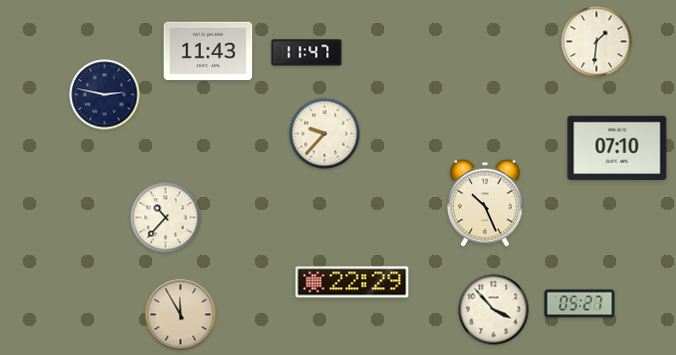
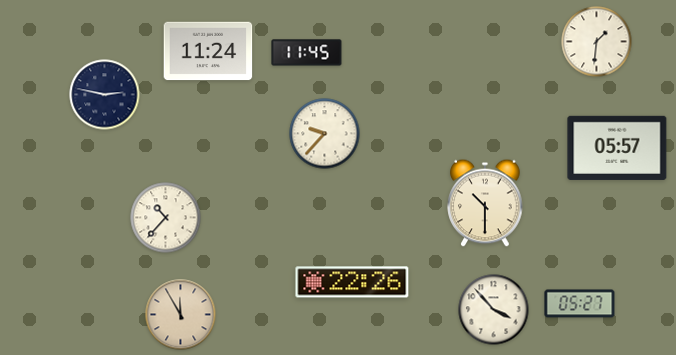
clock at (208, 51): 11:43 -> 11:24
clock at (307, 53): 11:47 -> 11:45
clock at (617, 148): 07:10 -> 05:57
clock at (485, 203): 10:26 -> 10:30
clock at (352, 282): 22:29 -> 22:26
